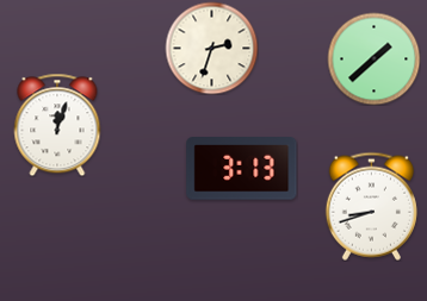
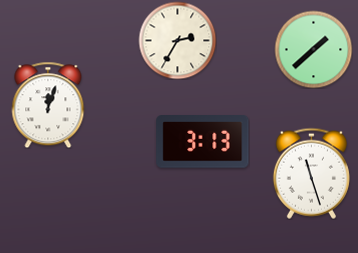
clock at (211, 48): 2:33 -> 2:35
clock at (371, 206): 8:42 -> 11:27
